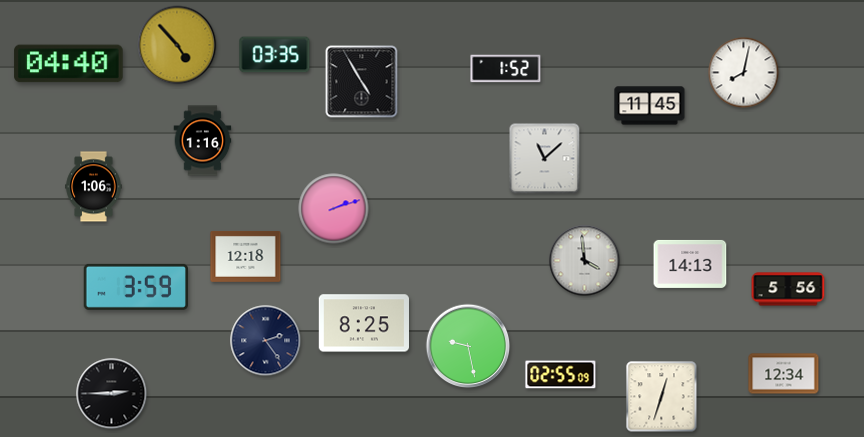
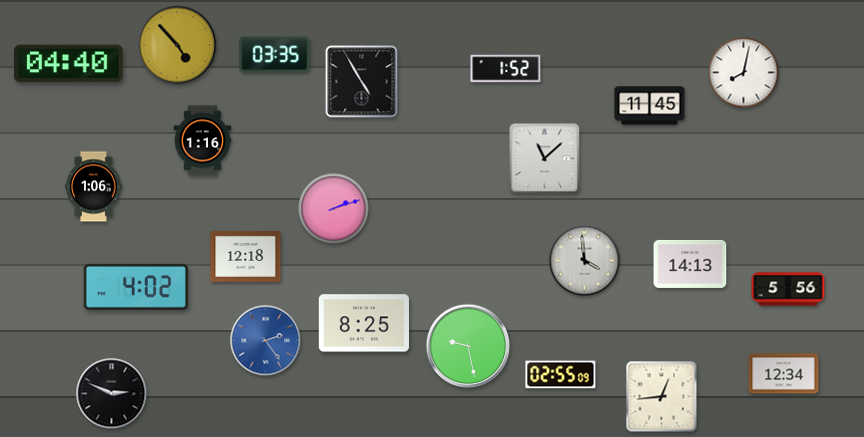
clock at (135, 287): 3:59 -> 4:02
clock at (266, 341) dial: navy -> blue
clock at (112, 394): 2:45 -> 2:49
clock at (662, 397): 12:33 -> 12:44
